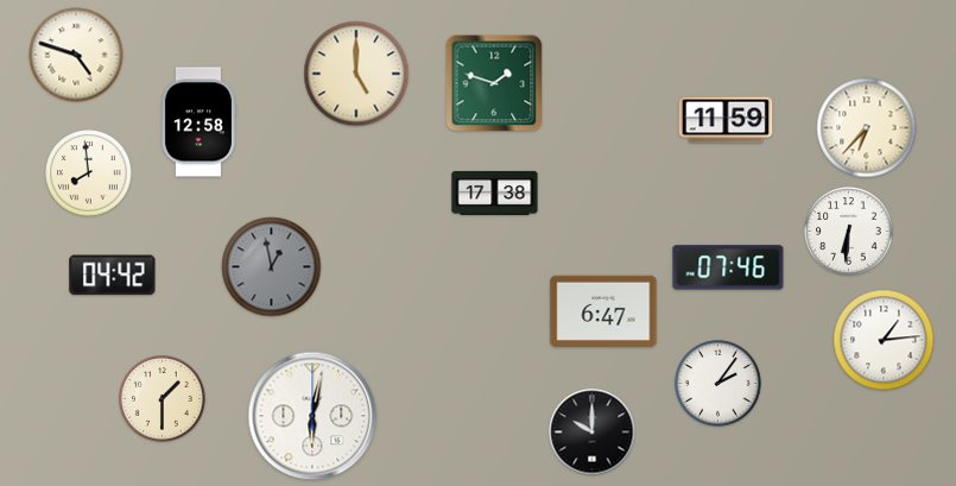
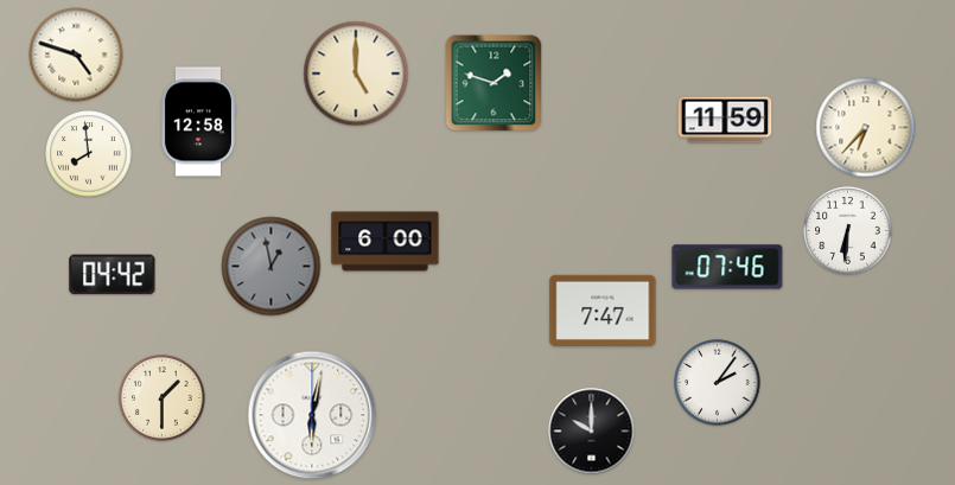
clock at (89, 173) position: (89, 173) -> (89, 154)
clock at (495, 192): 17:38 -> none
clock at (386, 242): none -> 6:00
clock at (603, 311): 6:47 -> 7:47
clock at (884, 340): 1:14 -> none
